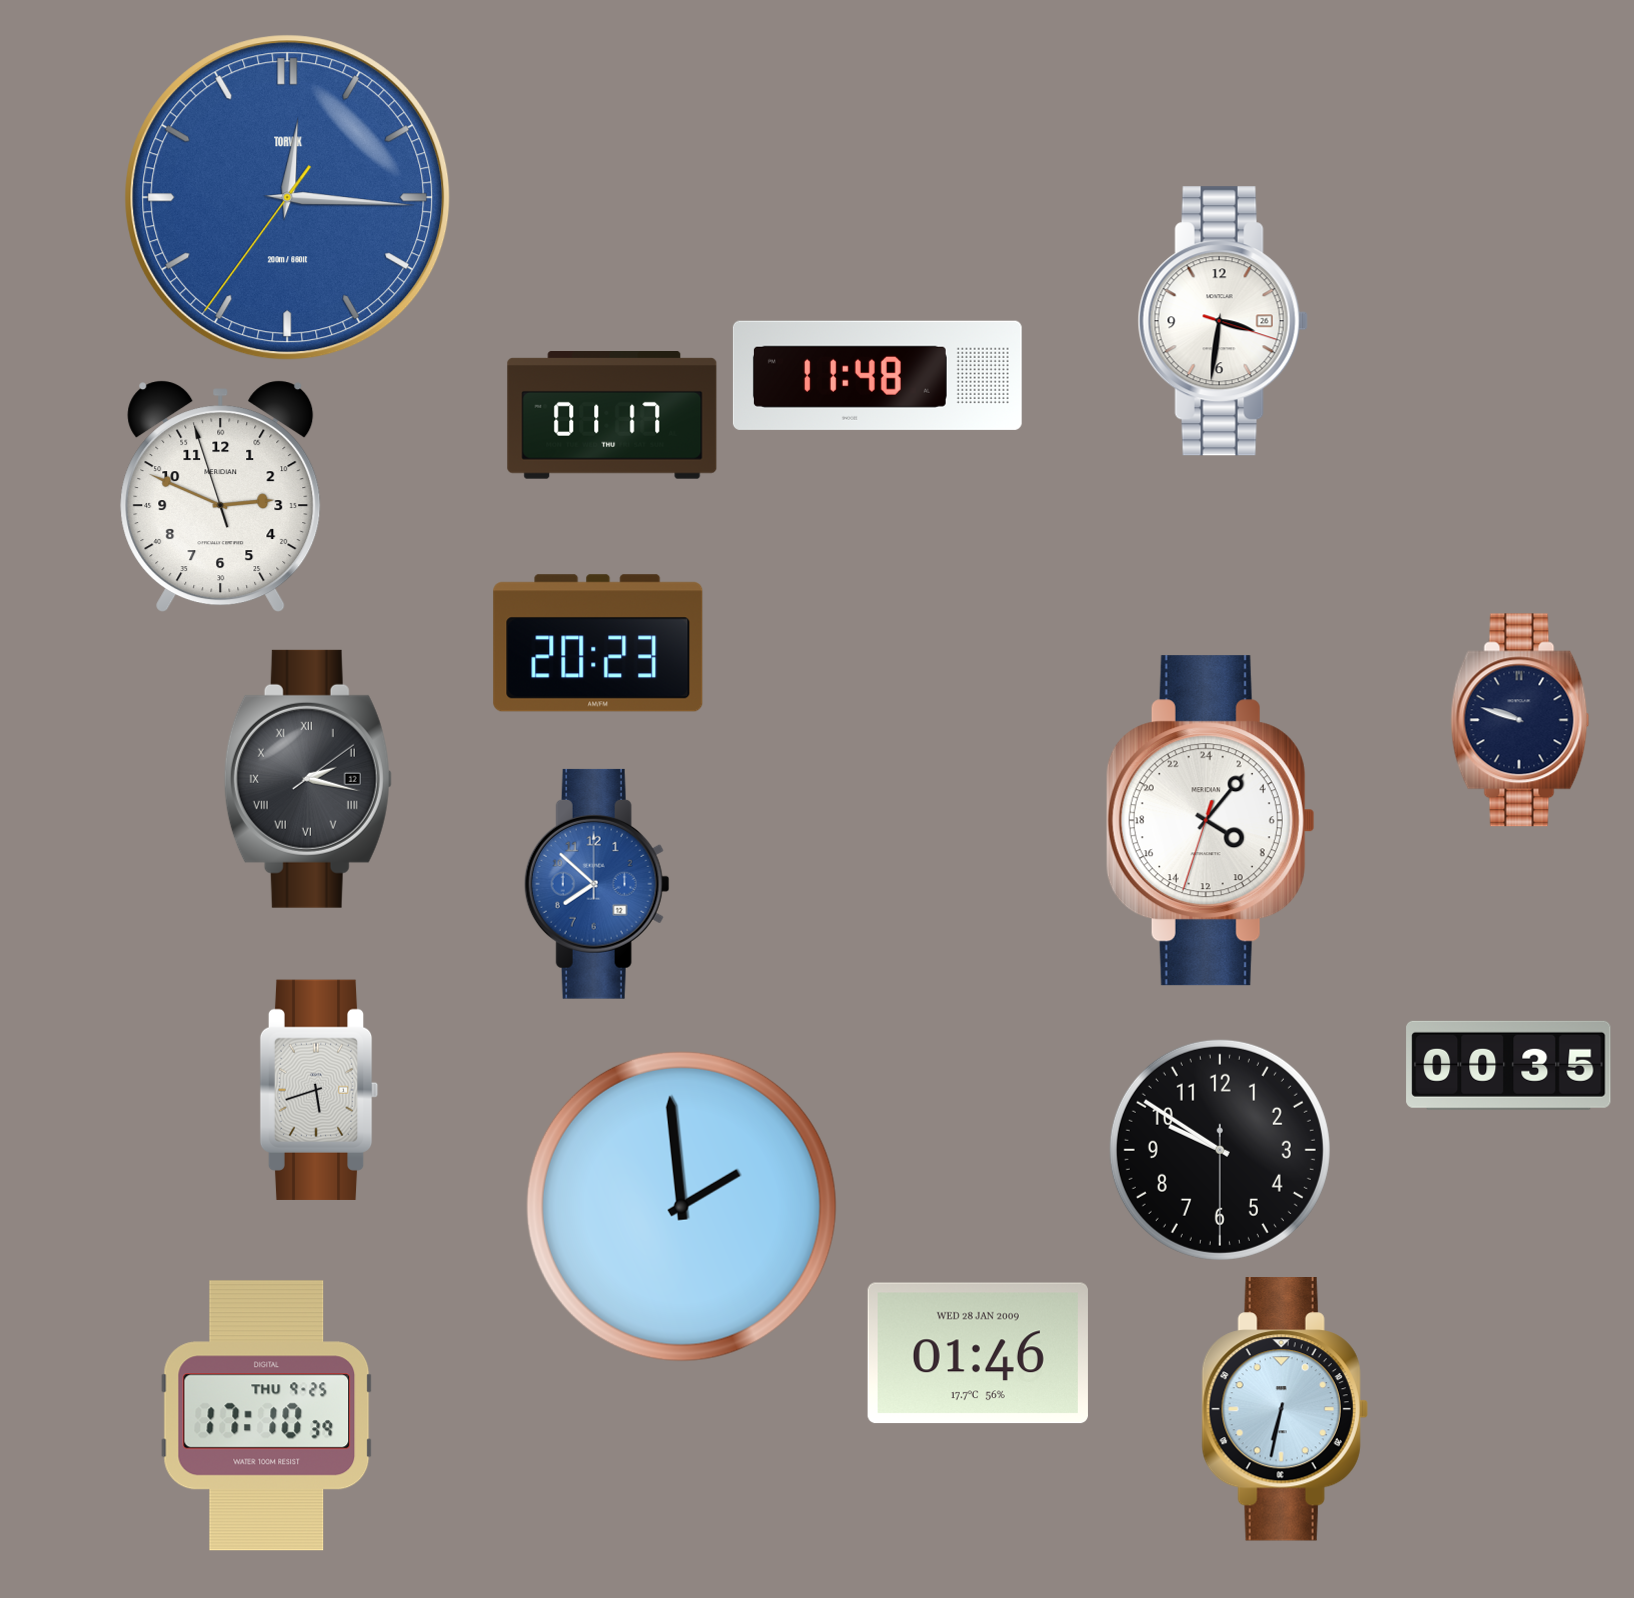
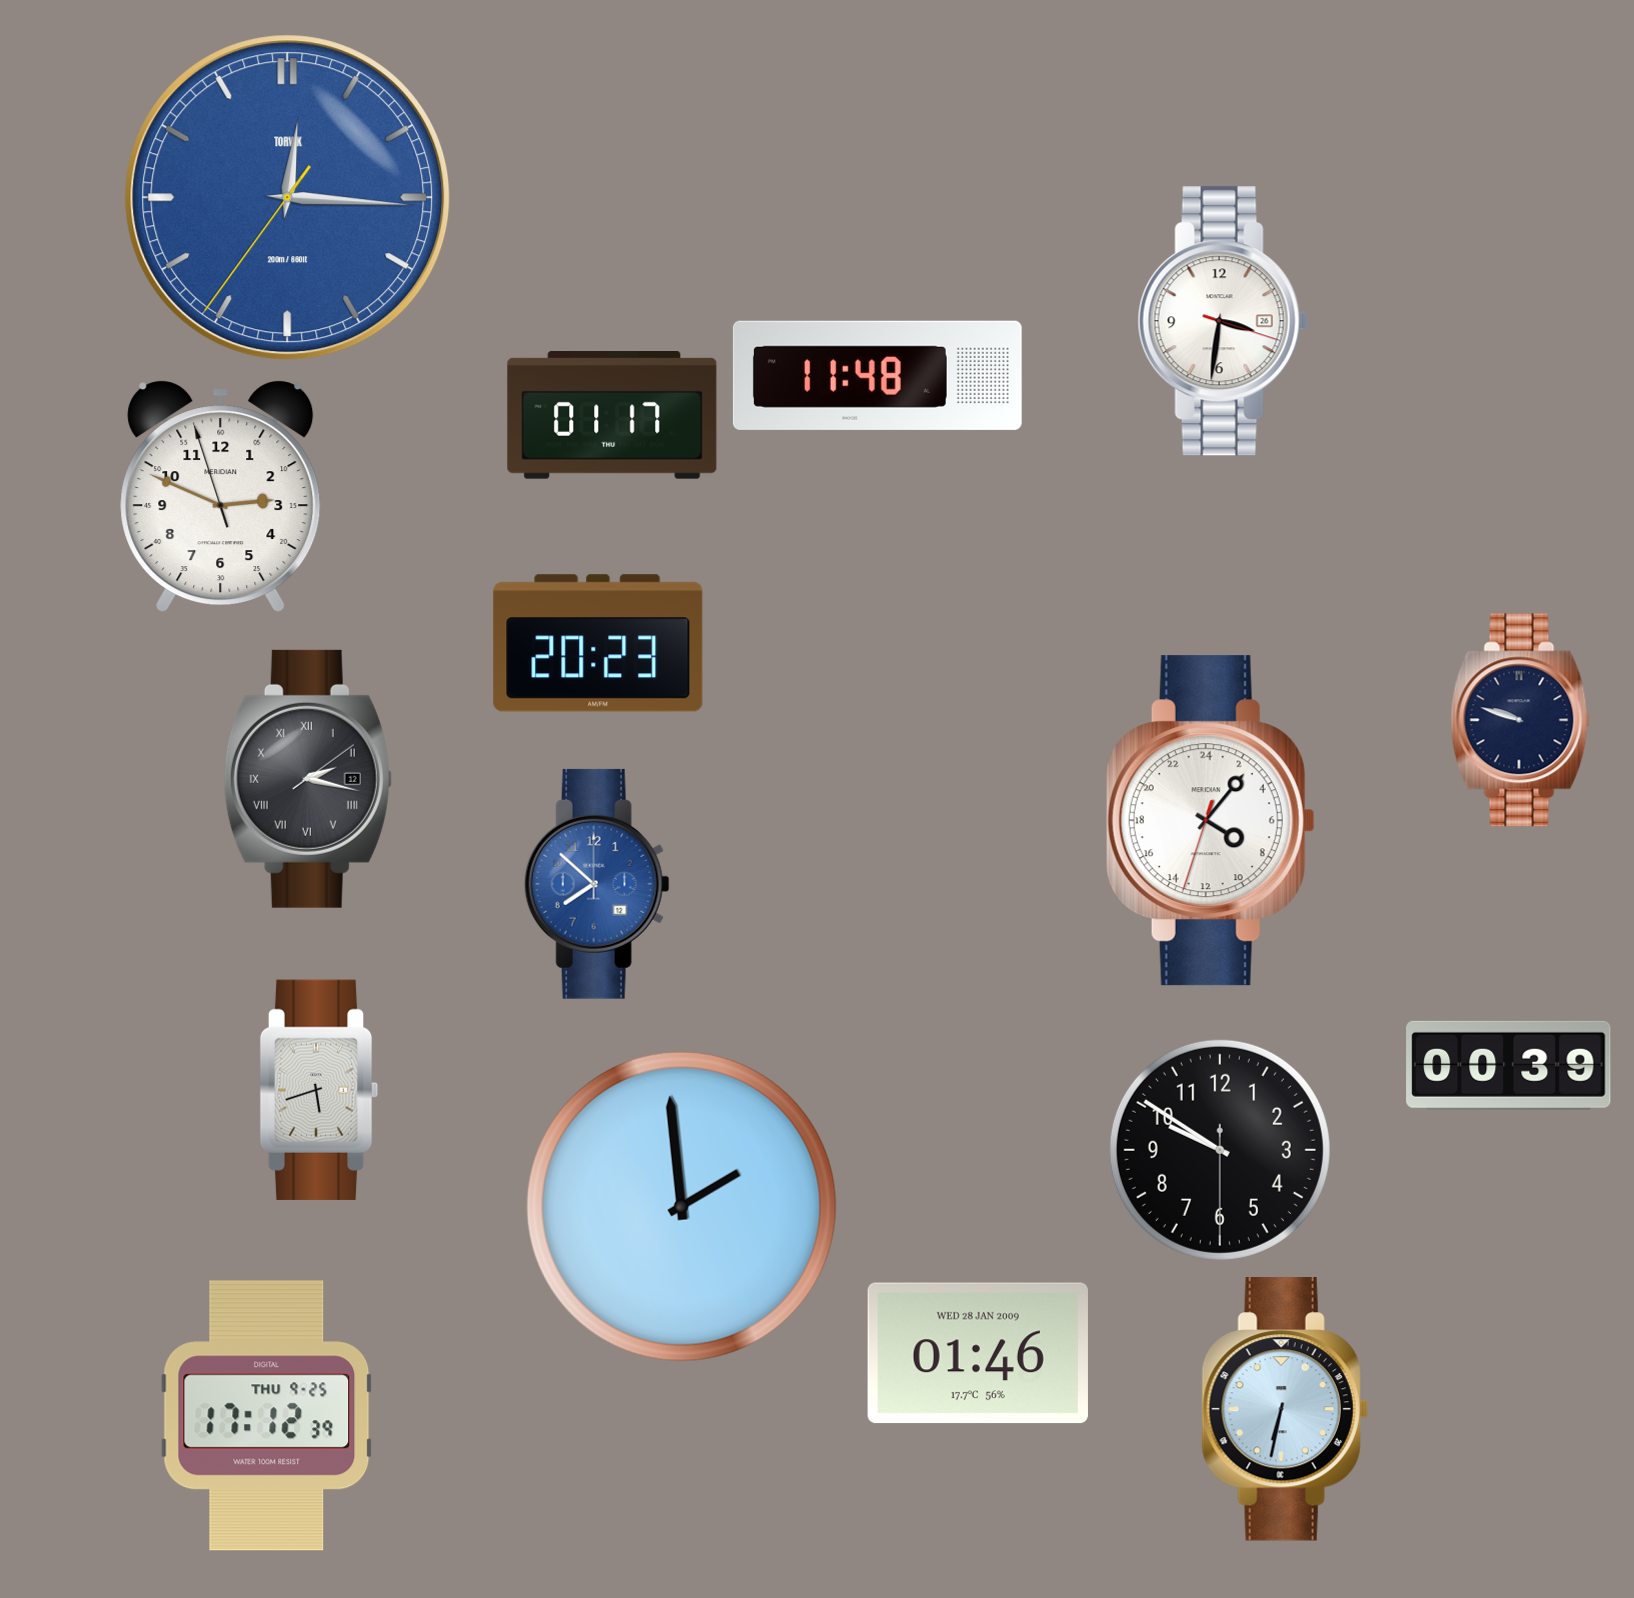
clock at (1509, 1065): 00:35 -> 00:39
clock at (267, 1416): 17:10 -> 17:12
